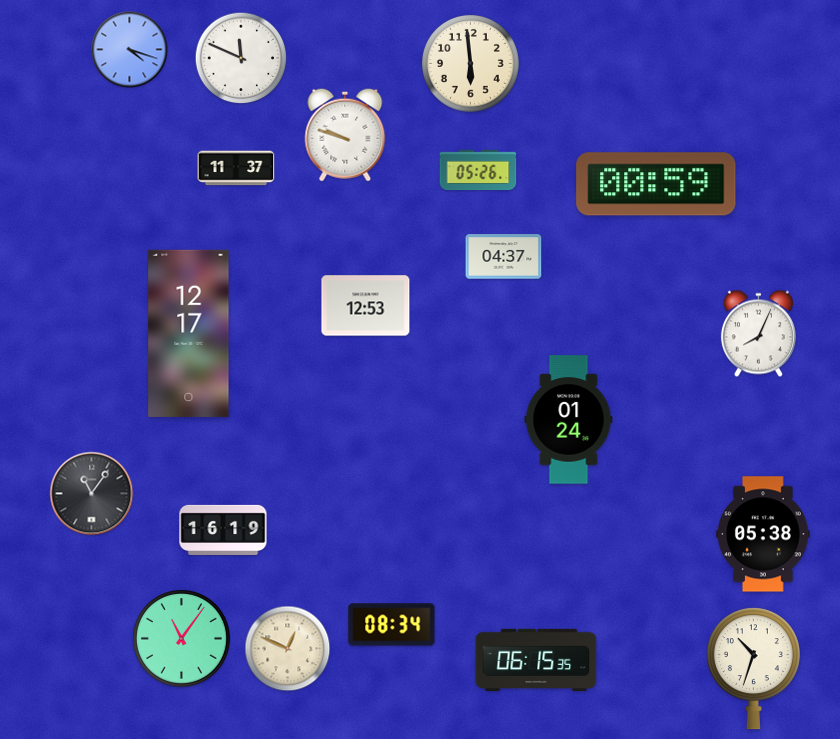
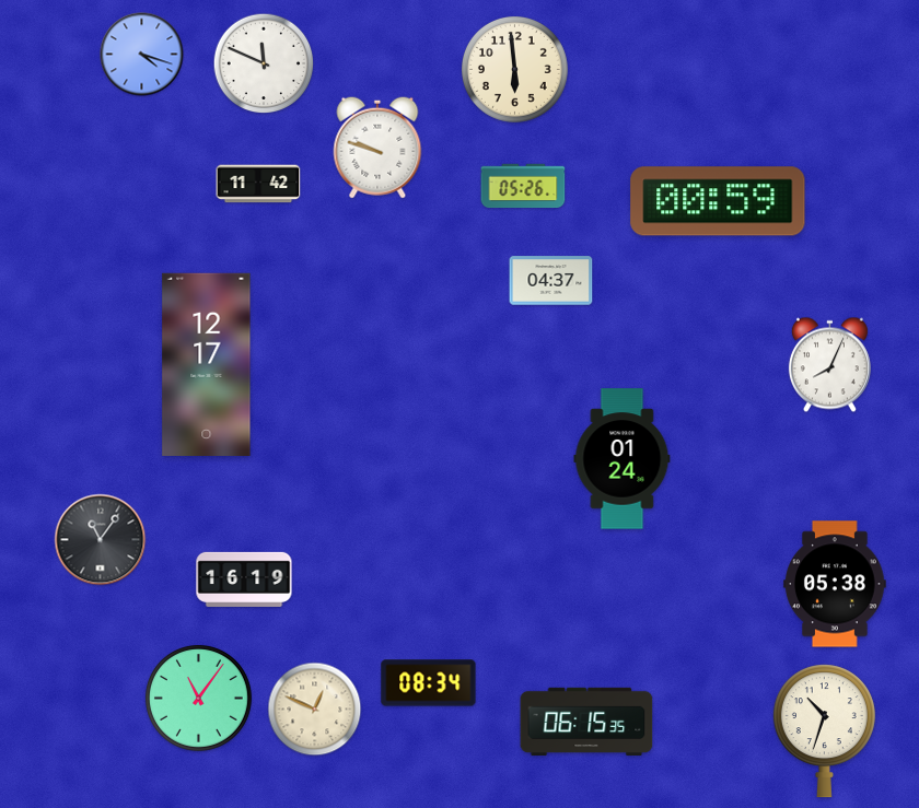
clock at (236, 168): 11:37 -> 11:42
clock at (366, 306): 12:53 -> none
